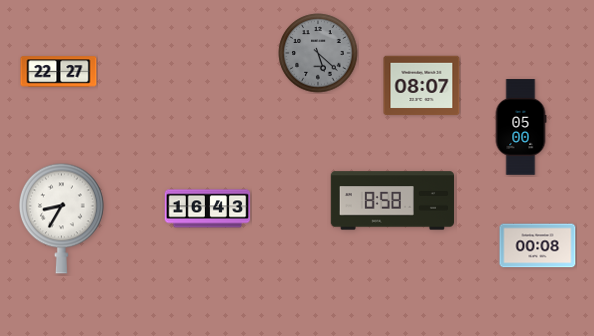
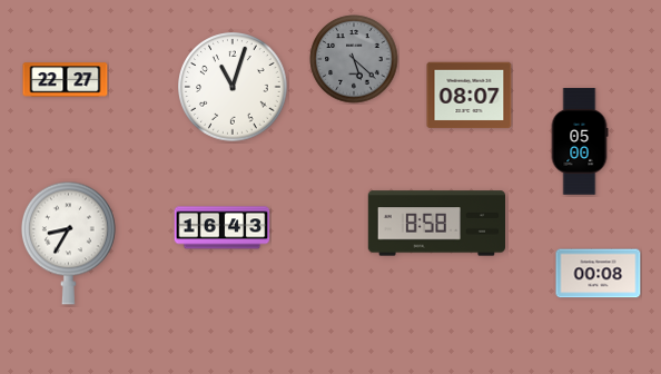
clock at (233, 87): none -> 11:03
clock at (208, 209) position: (208, 209) -> (223, 228)
